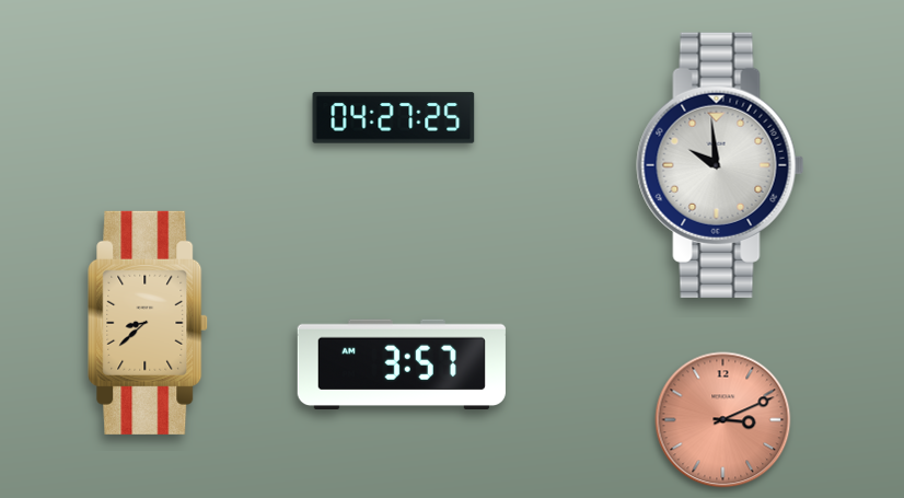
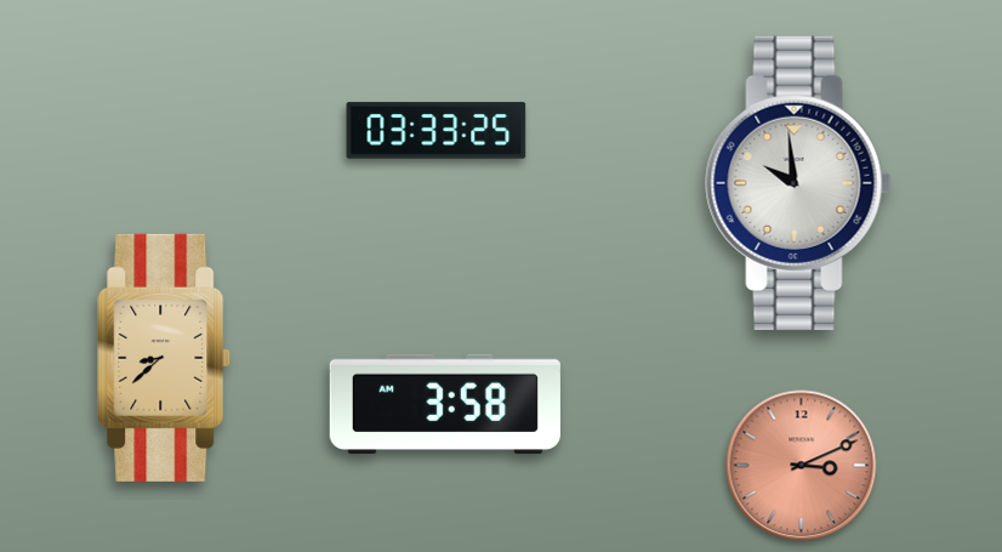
clock at (394, 118): 04:27 -> 03:33
clock at (402, 363): 3:57 -> 3:58
